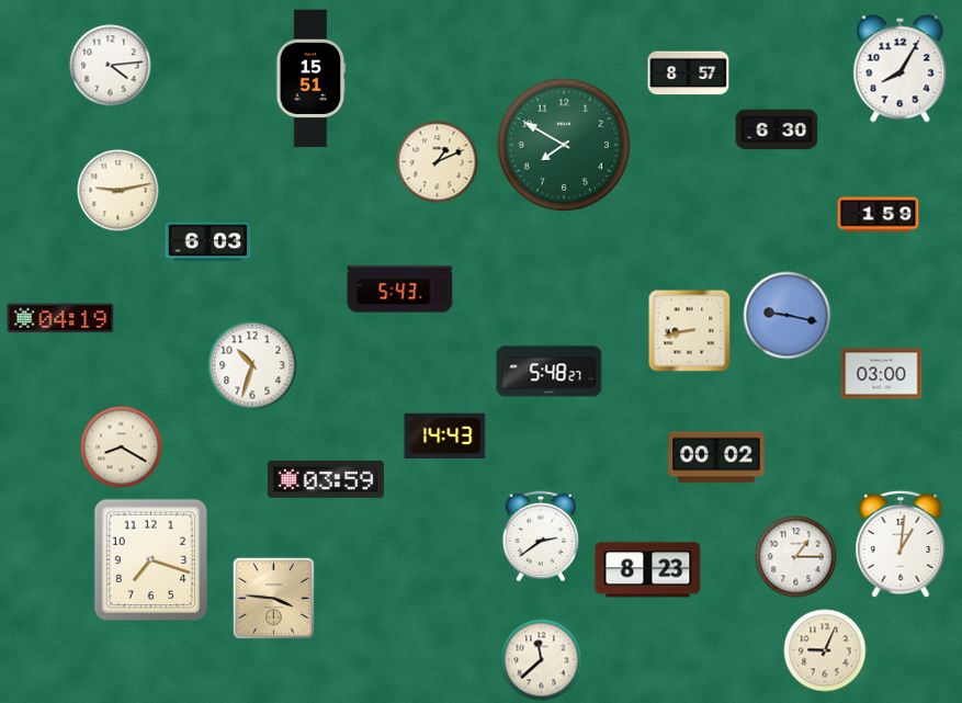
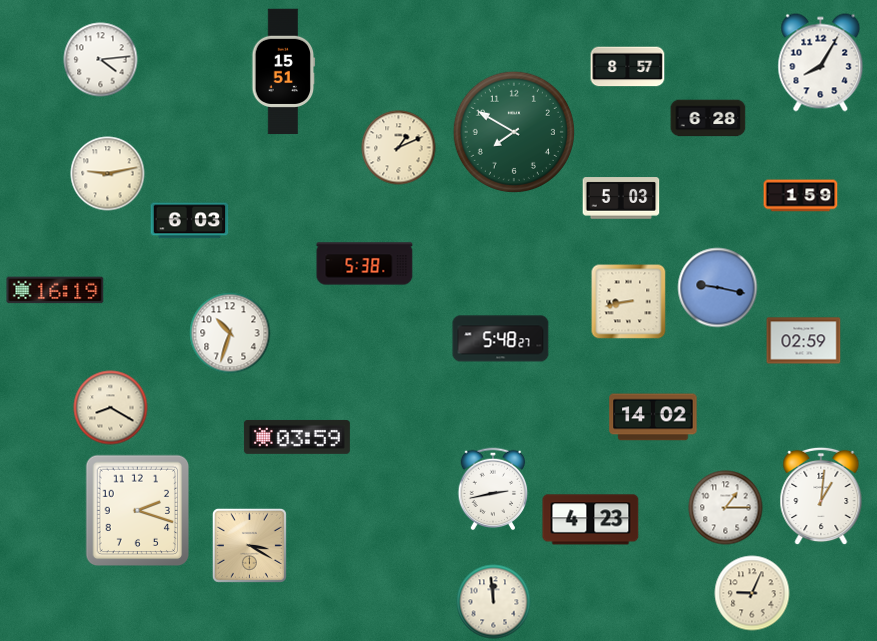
clock at (777, 129): 6:30 -> 6:28
clock at (621, 198): none -> 5:03
clock at (400, 290): 5:43 -> 5:38
clock at (60, 318): 04:19 -> 16:19
clock at (882, 374): 03:00 -> 02:59
clock at (445, 435): 14:43 -> none
clock at (716, 457): 00:02 -> 14:02
clock at (541, 536): 2:39 -> 2:43
clock at (151, 560): 7:18 -> 2:18
clock at (648, 570): 8:23 -> 4:23
clock at (273, 598): 3:46 -> 3:20
clock at (542, 660): 11:38 -> 11:59
